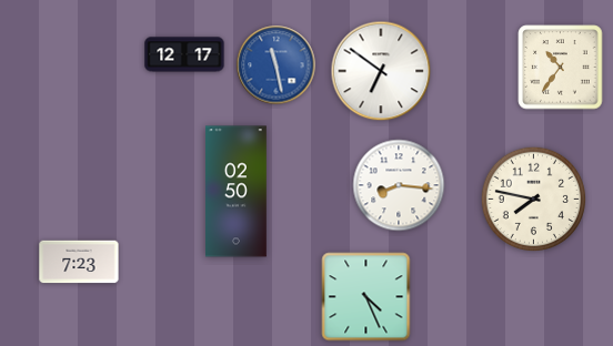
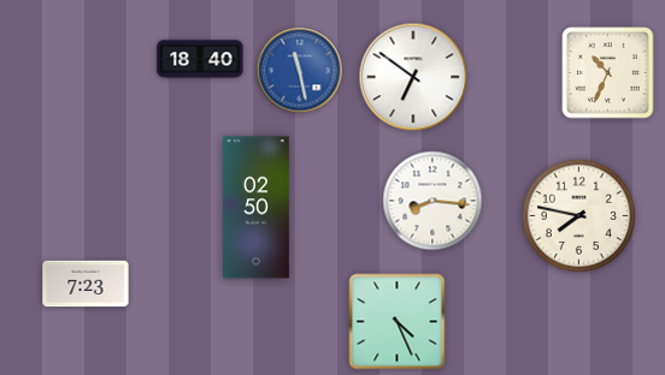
clock at (184, 54): 12:17 -> 18:40
clock at (561, 68): 10:36 -> 10:34
